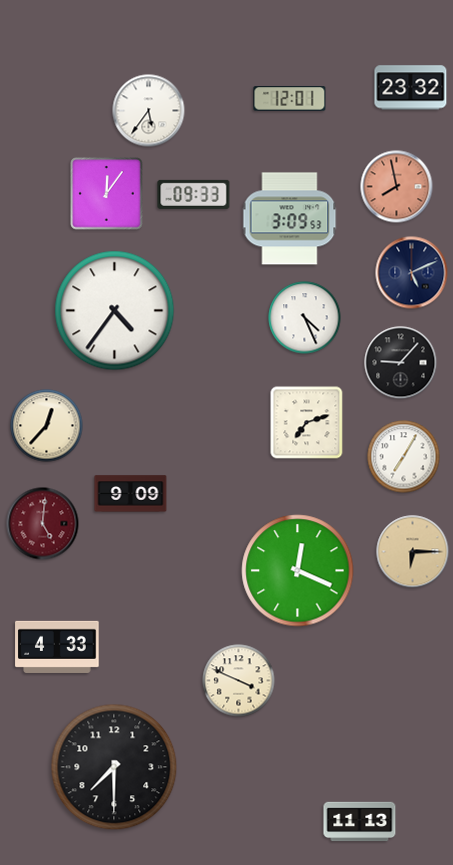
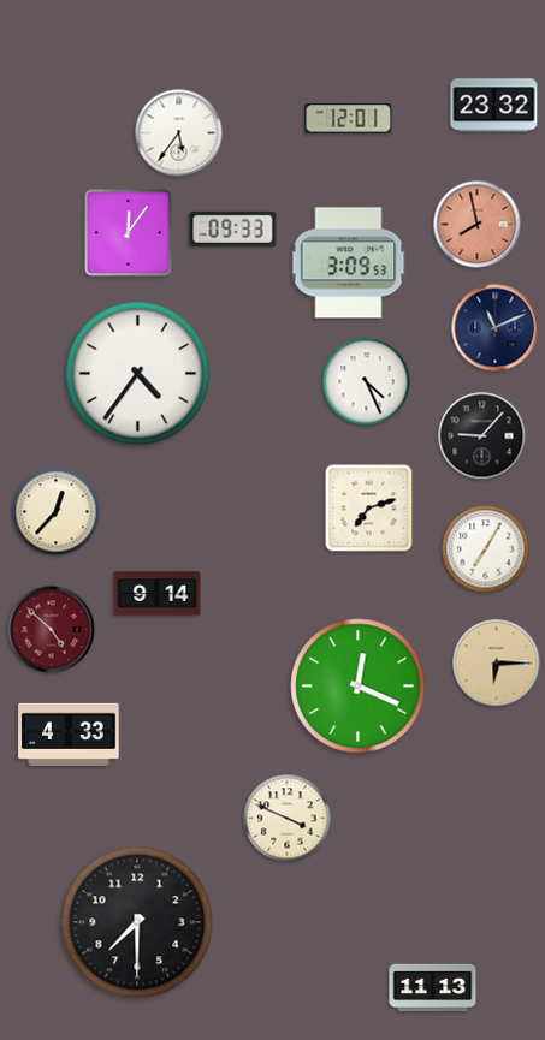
clock at (194, 194) position: (194, 194) -> (233, 228)
clock at (412, 273): 5:11 -> 11:11
clock at (131, 494): 9:09 -> 9:14
clock at (43, 524): 5:01 -> 4:52
clock at (57, 647) position: (57, 647) -> (69, 735)
